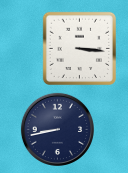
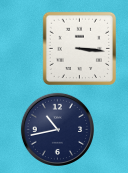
clock at (57, 129): 8:43 -> 10:43
